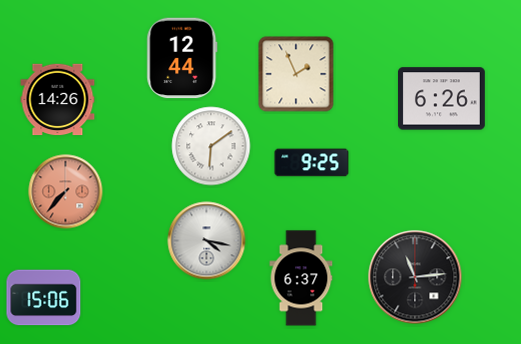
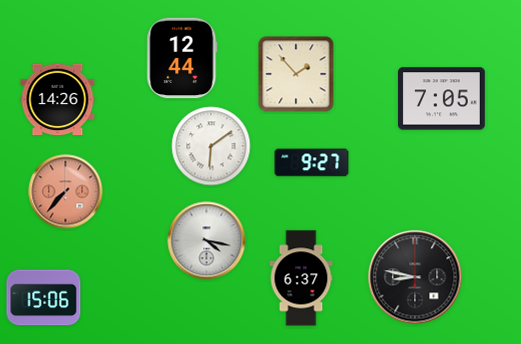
clock at (296, 74): 1:56 -> 1:53
clock at (441, 99): 6:26 -> 7:05
clock at (312, 163): 9:25 -> 9:27
clock at (415, 277): 11:14 -> 8:47
